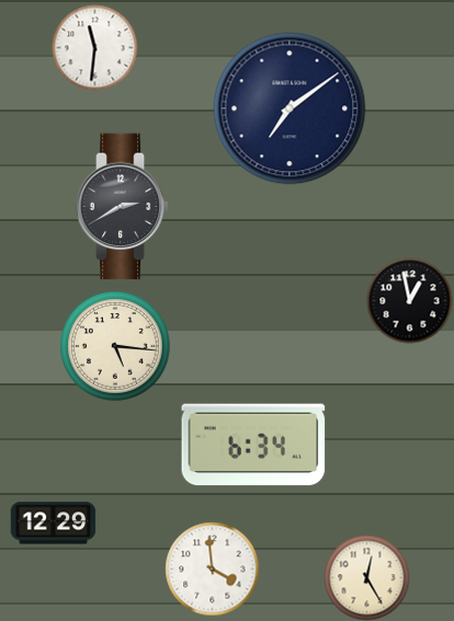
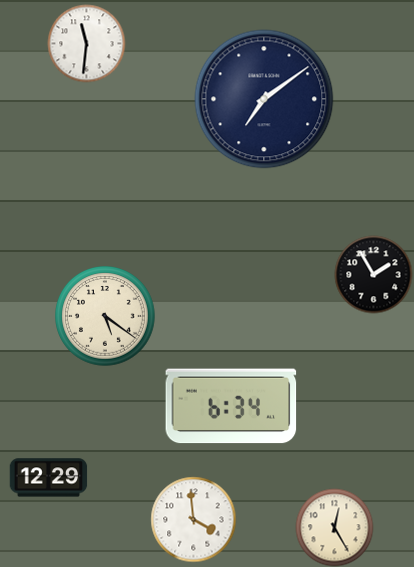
clock at (123, 207): 2:40 -> none
clock at (409, 300): 12:58 -> 1:55
clock at (115, 346): 5:16 -> 5:21
